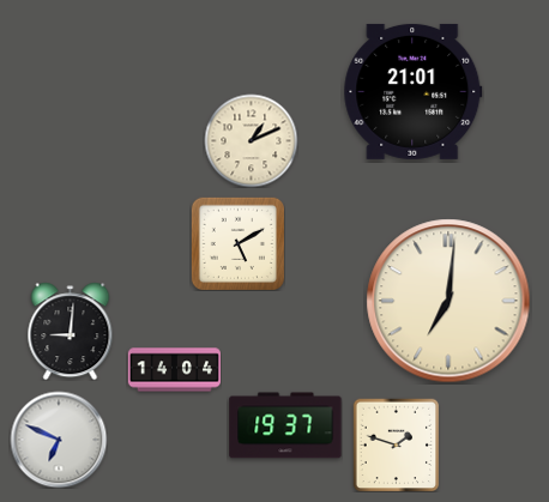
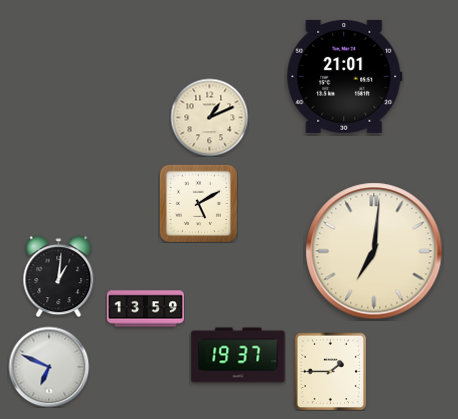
clock at (71, 331): 9:01 -> 1:01
clock at (174, 370): 14:04 -> 13:59
clock at (397, 444): 1:48 -> 1:45
